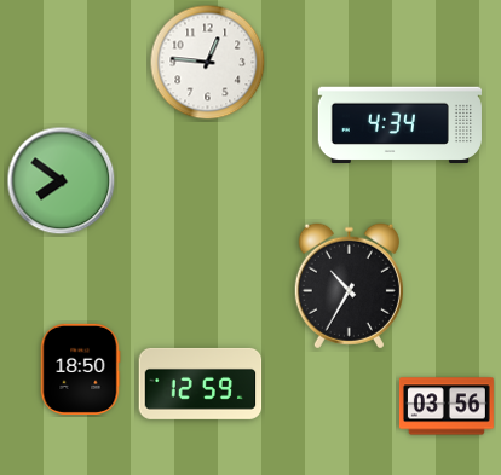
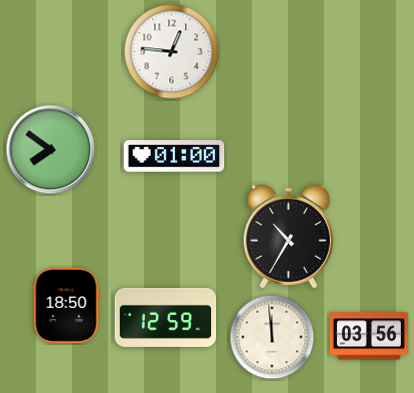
clock at (399, 126): 4:34 -> none
clock at (174, 156): none -> 01:00
clock at (272, 337): none -> 11:59
